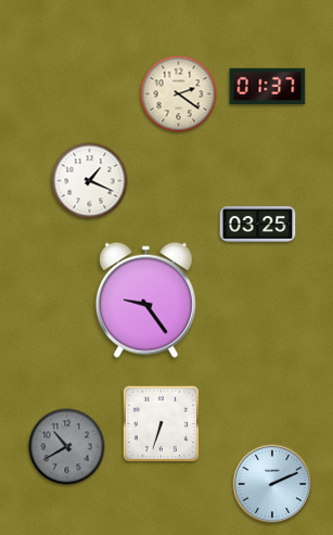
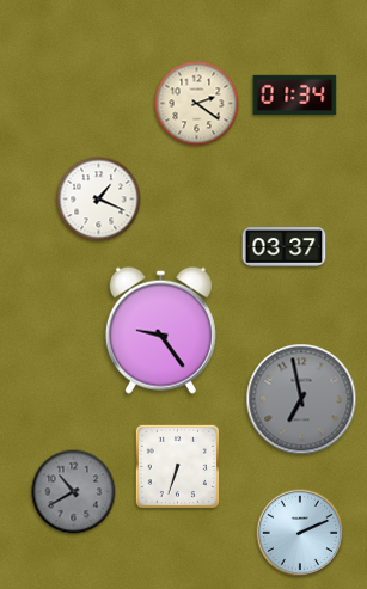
clock at (268, 87): 01:37 -> 01:34
clock at (258, 225): 03:25 -> 03:37
clock at (301, 399): none -> 6:58
